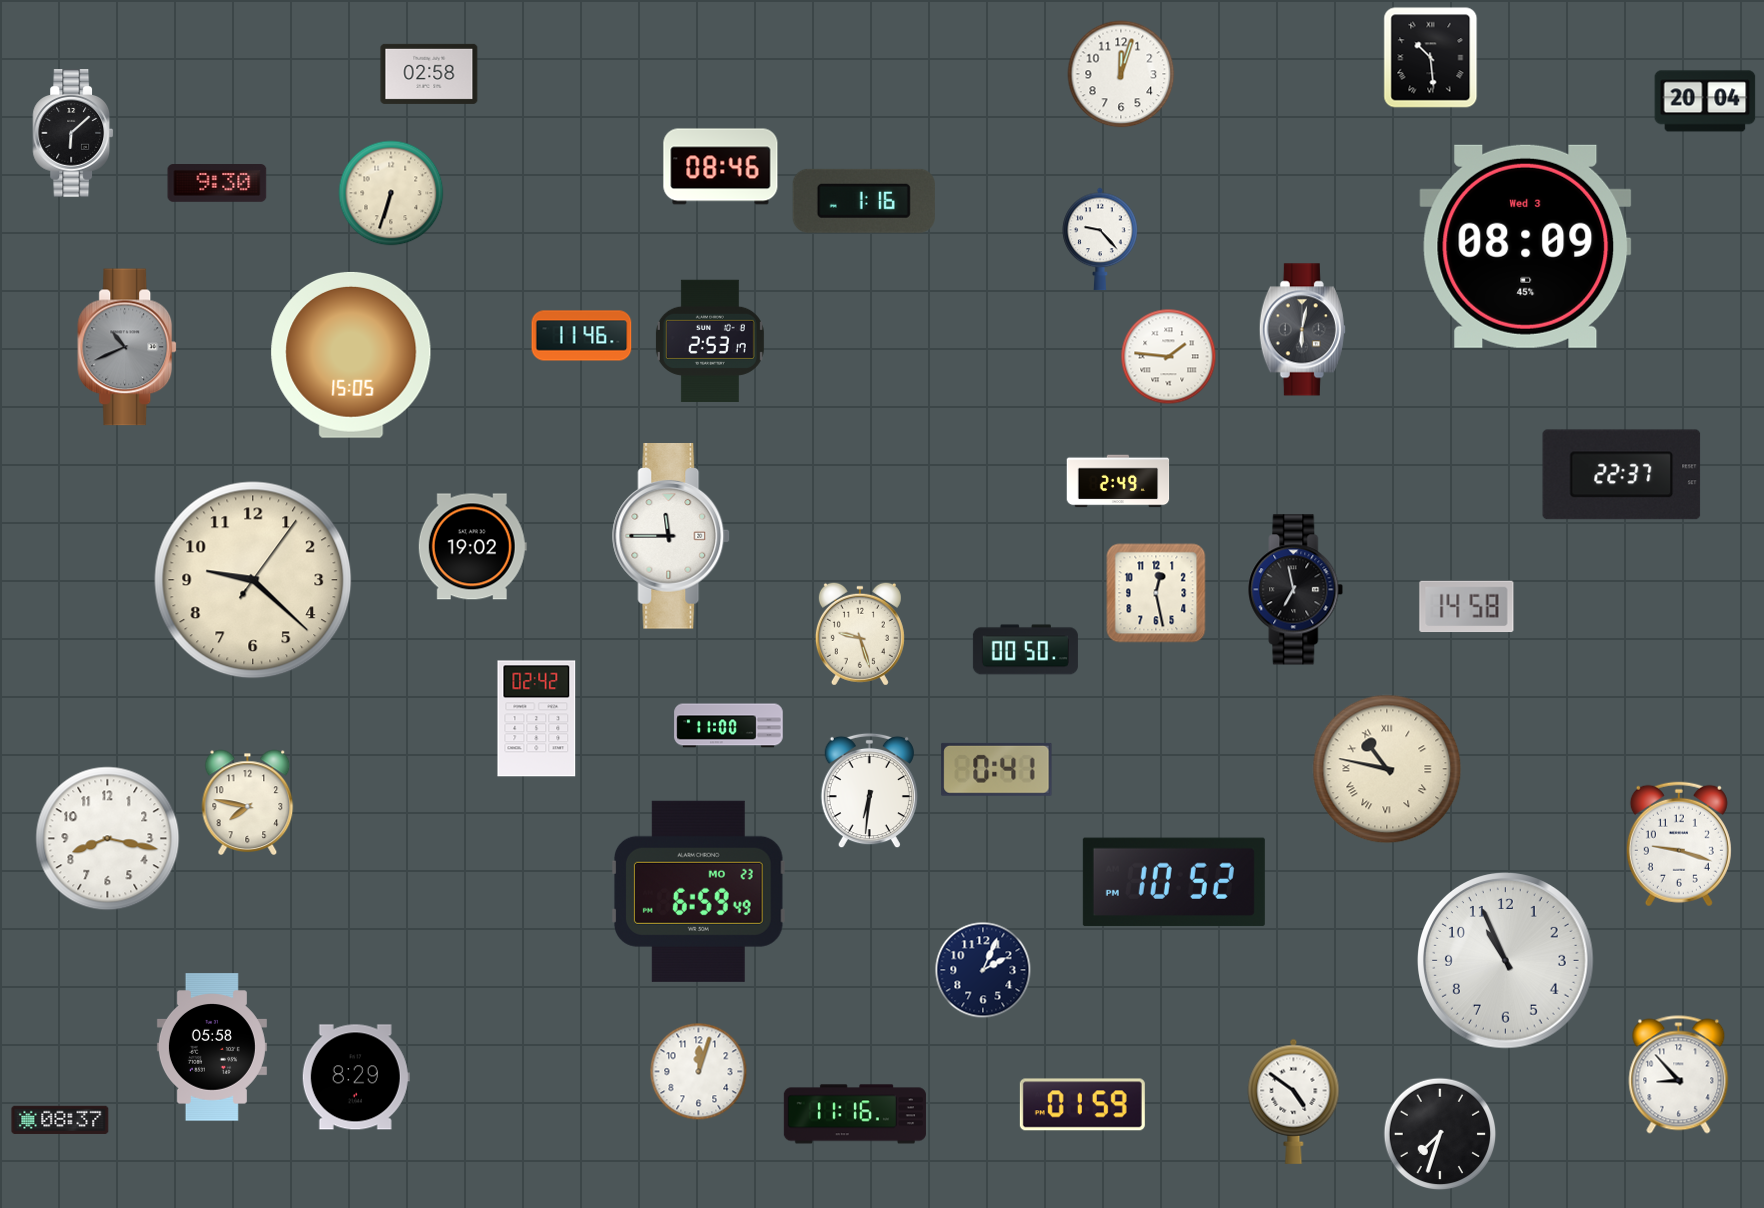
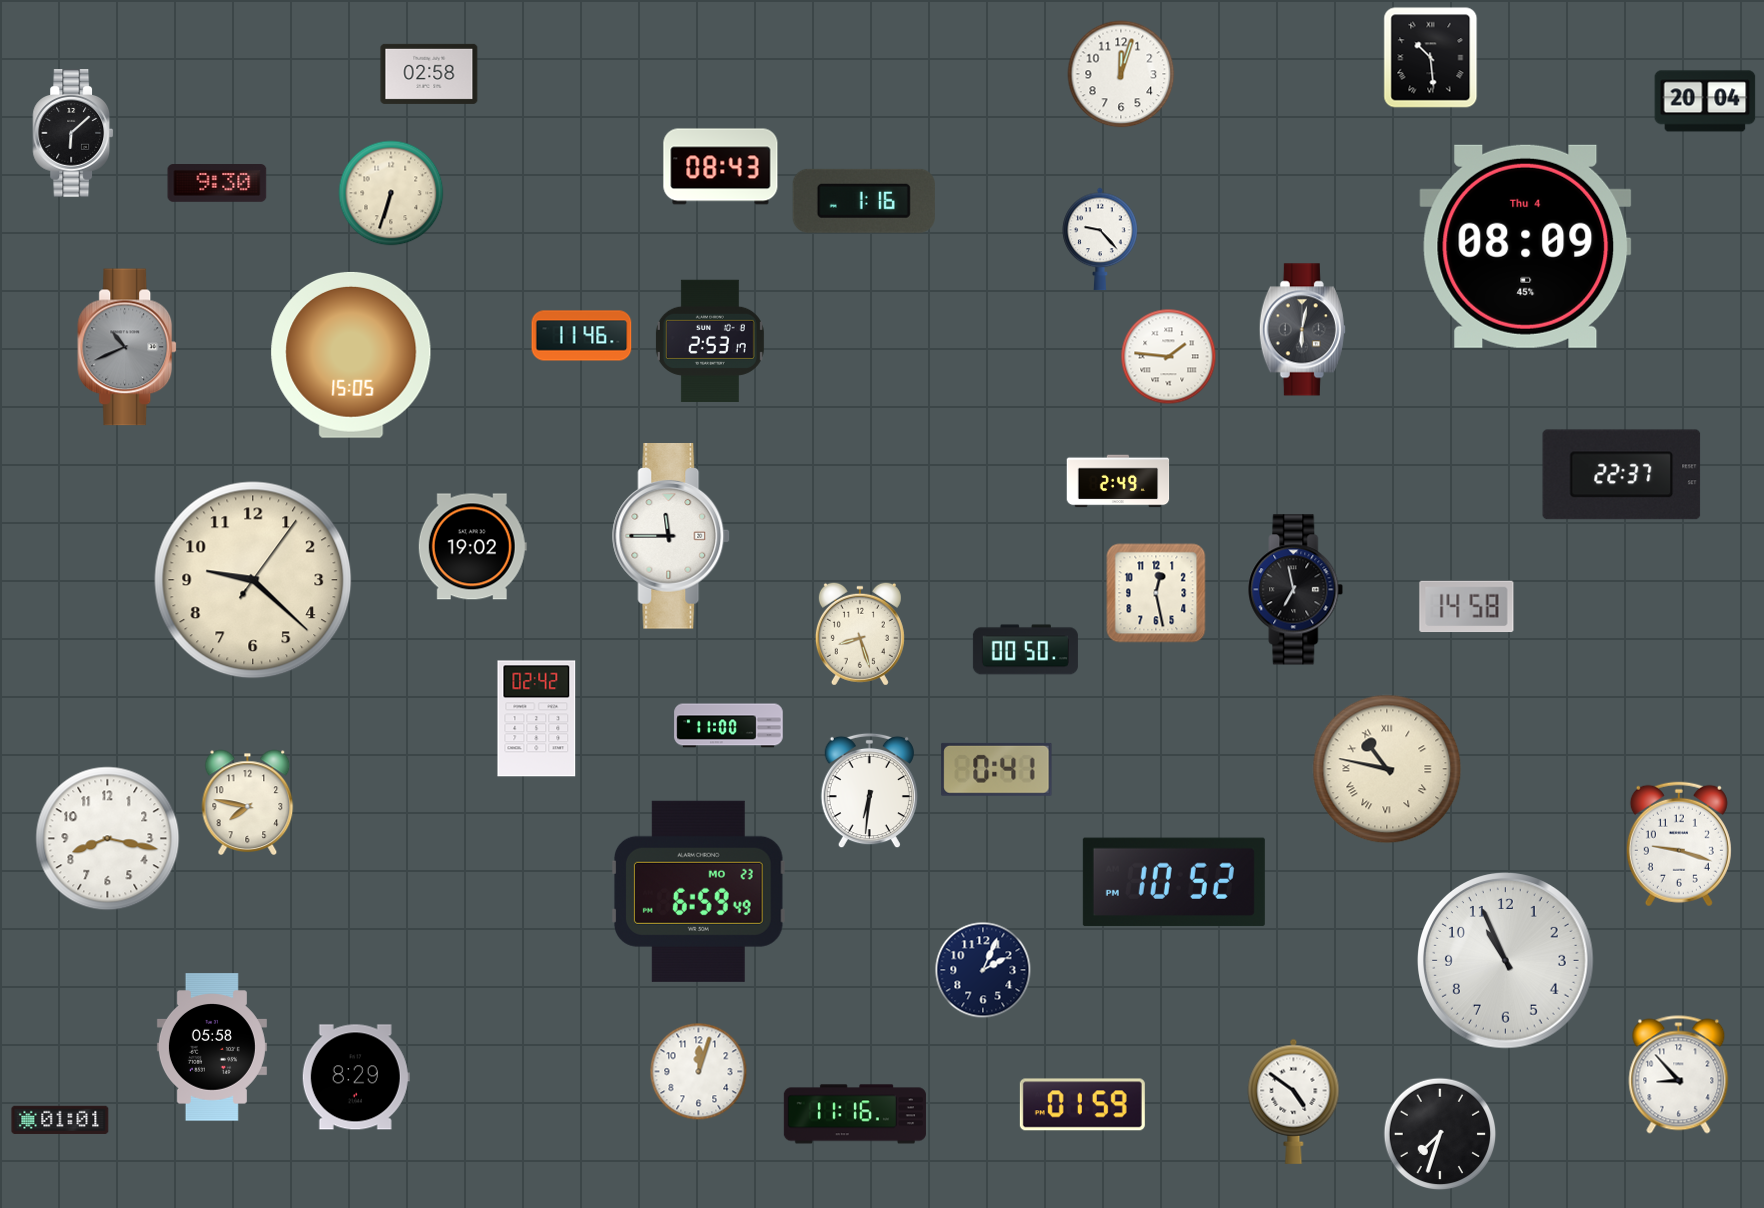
clock at (721, 167): 08:46 -> 08:43
clock at (1526, 246) date: Wed 3 -> Thu 4
clock at (860, 634): 9:27 -> 8:27
clock at (60, 1120): 08:37 -> 01:01
